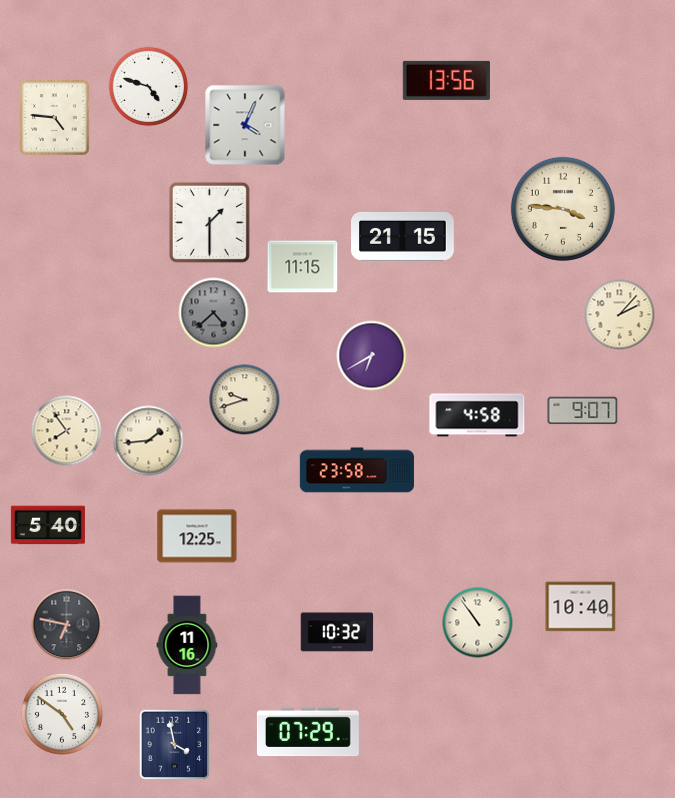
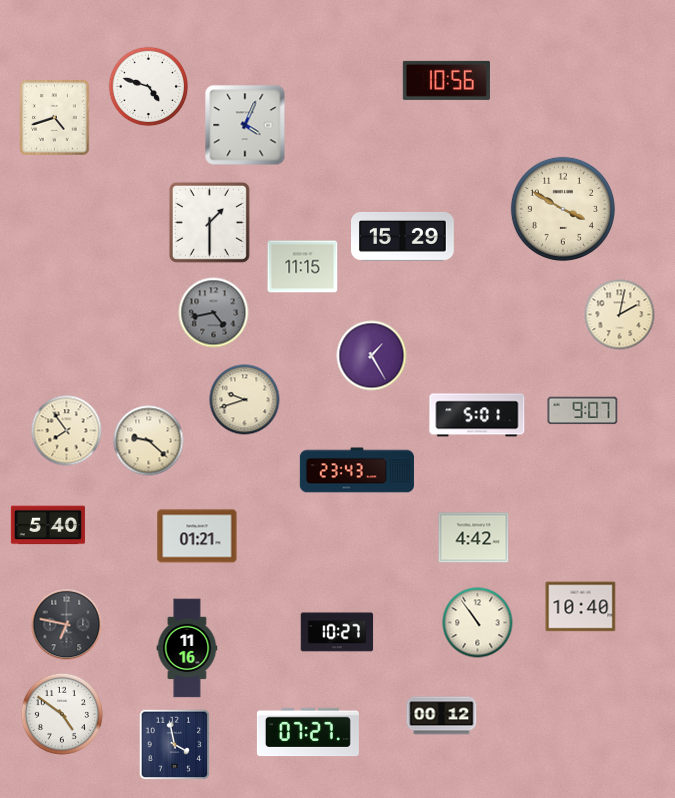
clock at (446, 80): 13:56 -> 10:56
clock at (55, 118): 4:46 -> 4:42
clock at (563, 209): 3:46 -> 3:50
clock at (403, 236): 21:15 -> 15:29
clock at (214, 313): 4:38 -> 4:43
clock at (620, 315): 2:07 -> 2:02
clock at (372, 356): 6:40 -> 1:25
clock at (477, 415): 4:58 -> 5:01
clock at (149, 441): 1:44 -> 9:22
clock at (357, 470): 23:58 -> 23:43
clock at (197, 536): 12:25 -> 01:21
clock at (474, 538): none -> 4:42
clock at (337, 632): 10:32 -> 10:27
clock at (187, 645) position: (187, 645) -> (187, 648)
clock at (442, 716): none -> 00:12
clock at (308, 732): 07:29 -> 07:27
